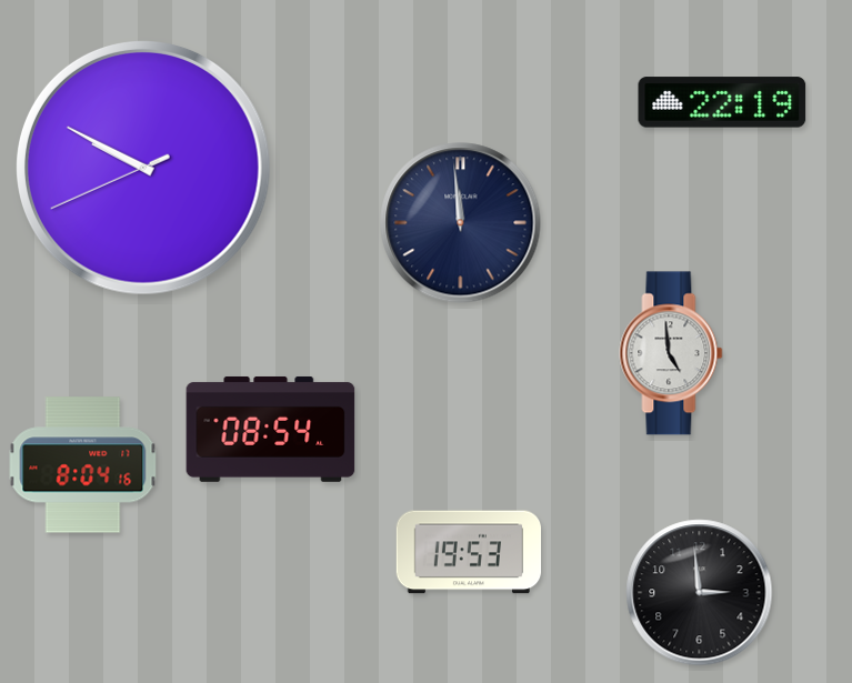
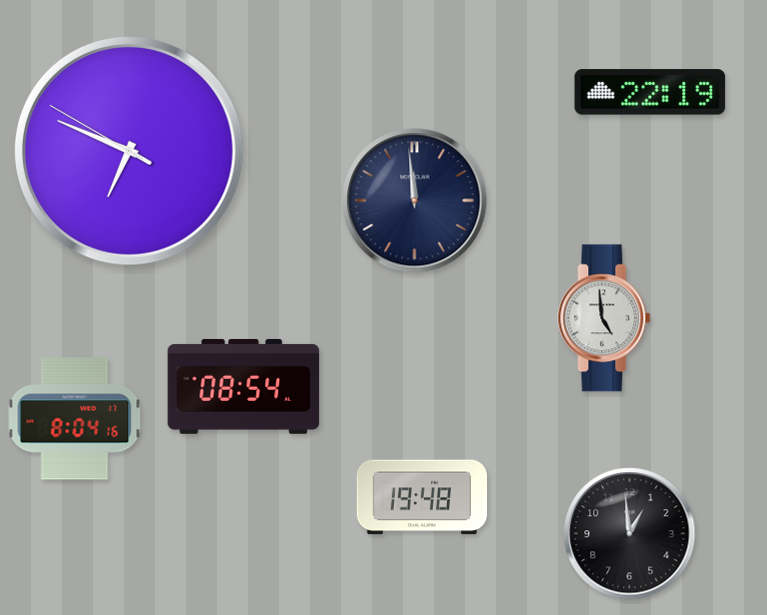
clock at (143, 168): 9:49 -> 6:48
clock at (469, 552): 19:53 -> 19:48
clock at (700, 593): 2:59 -> 12:59
